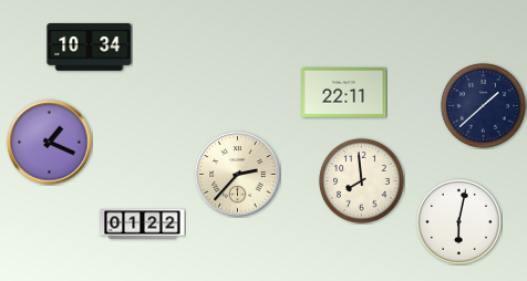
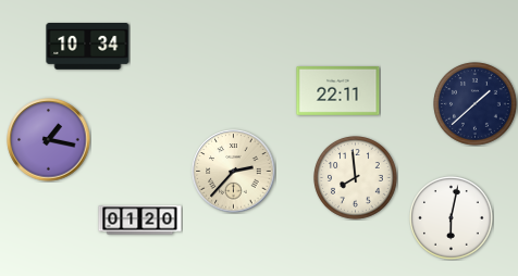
clock at (50, 143): 1:19 -> 1:17
clock at (143, 225): 01:22 -> 01:20
